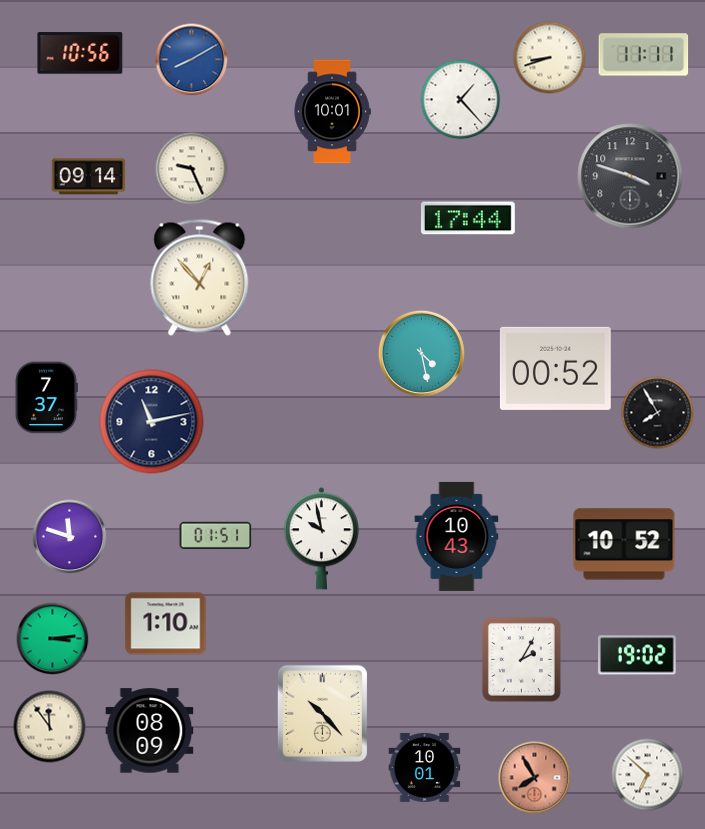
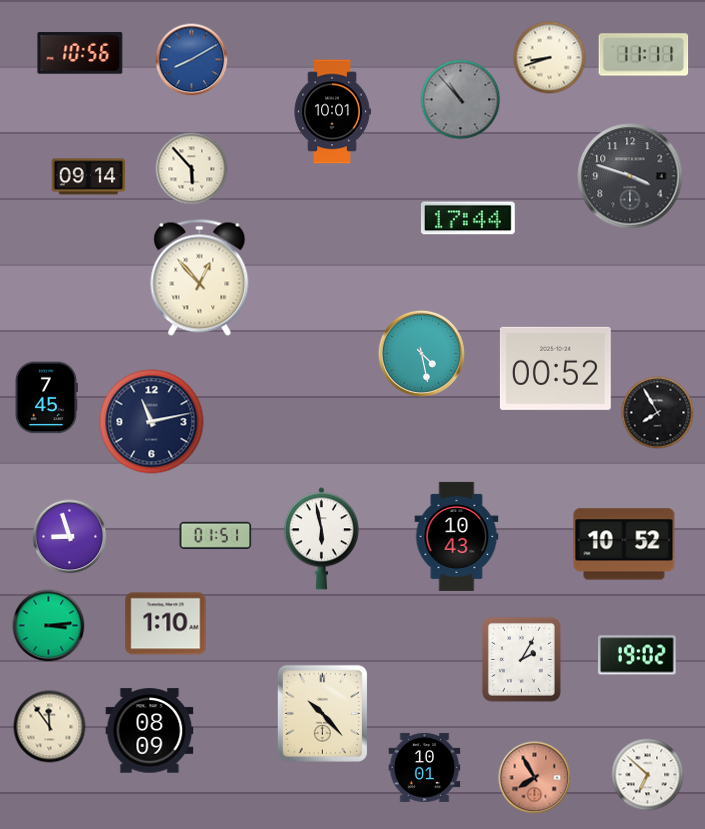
clock at (461, 100): 1:23 -> 10:53
clock at (461, 100) dial: white -> grey
clock at (192, 169): 9:26 -> 5:53
clock at (46, 398): 7:37 -> 7:45
clock at (70, 537): 11:48 -> 8:57
clock at (321, 539): 9:58 -> 5:58
clock at (53, 639) position: (53, 639) -> (49, 626)
